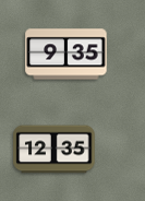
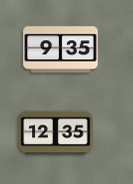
clock at (55, 150) position: (55, 150) -> (56, 133)
